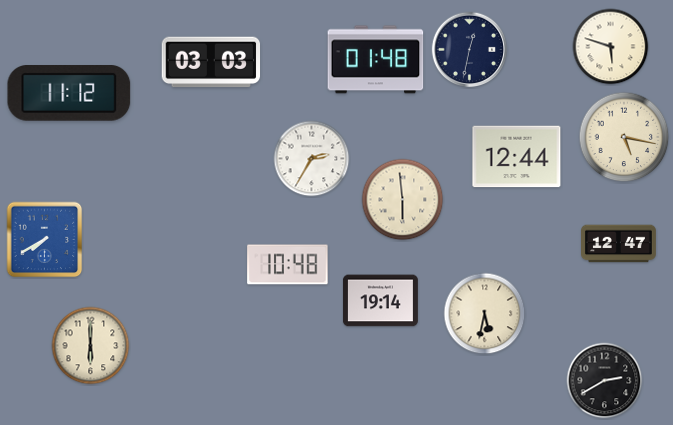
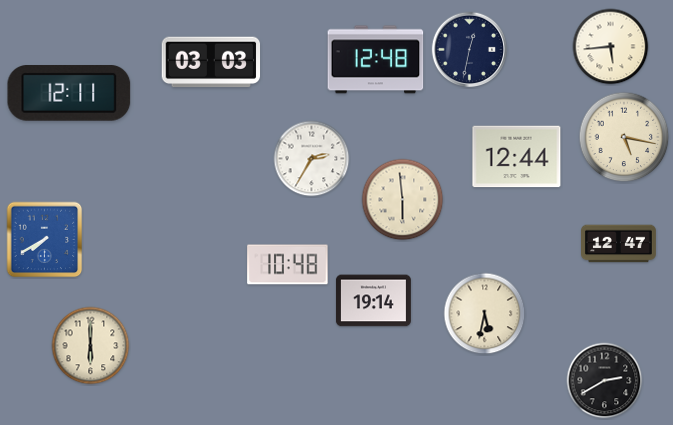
clock at (611, 47): 5:48 -> 5:44
clock at (376, 60): 01:48 -> 12:48
clock at (69, 94): 11:12 -> 12:11
clock at (380, 301) position: (380, 301) -> (373, 301)
